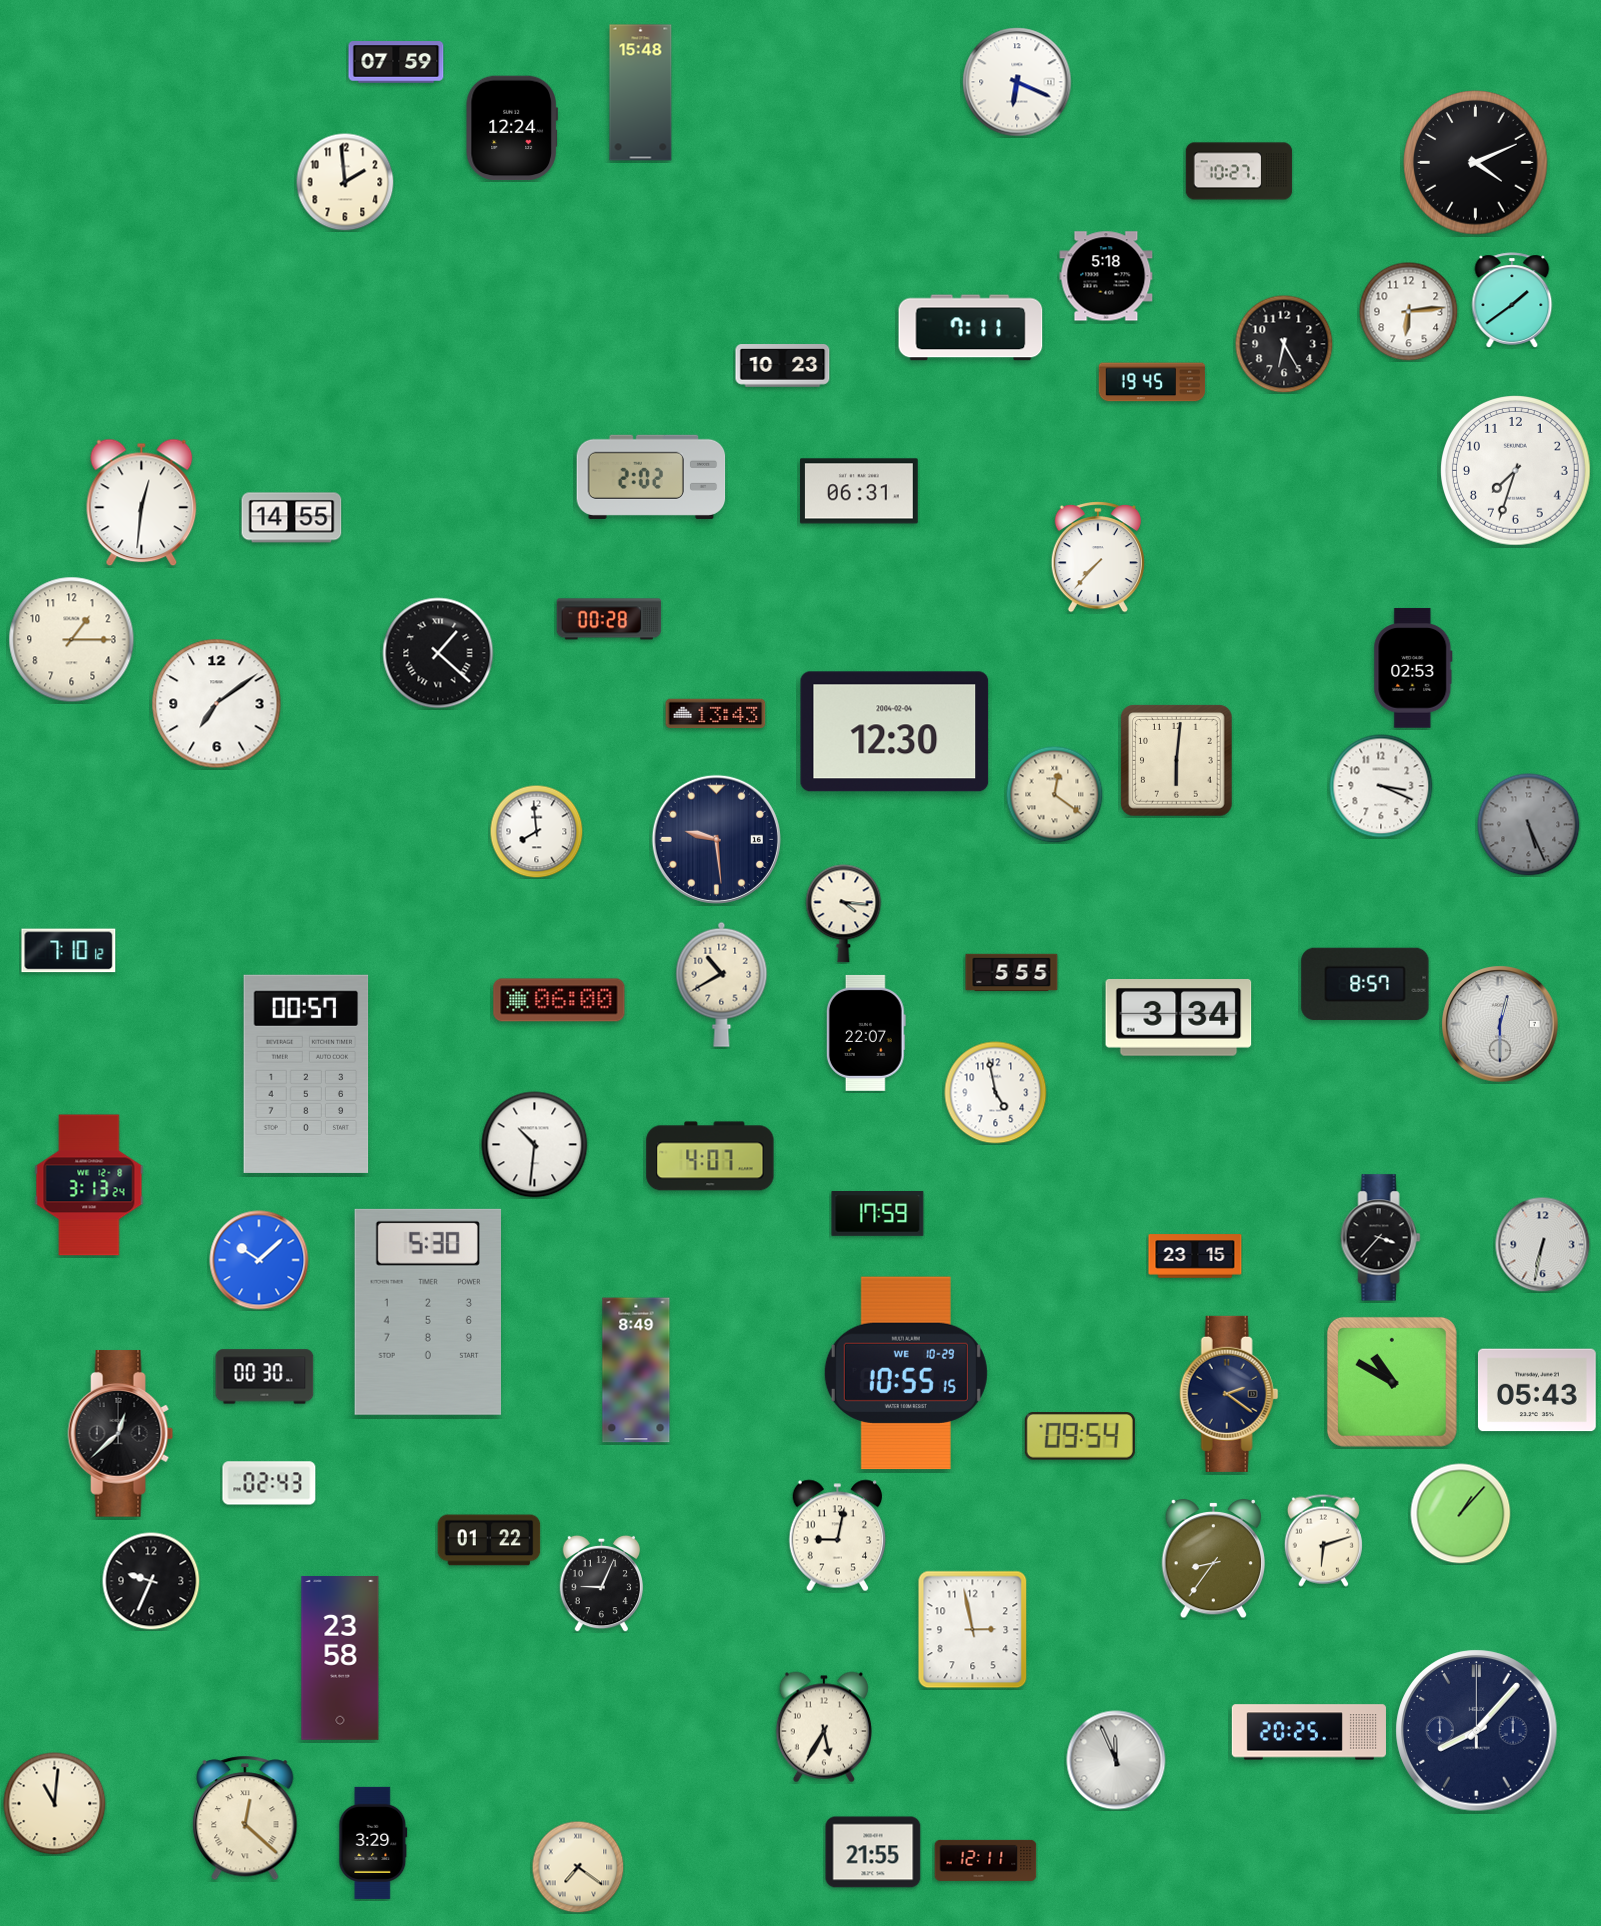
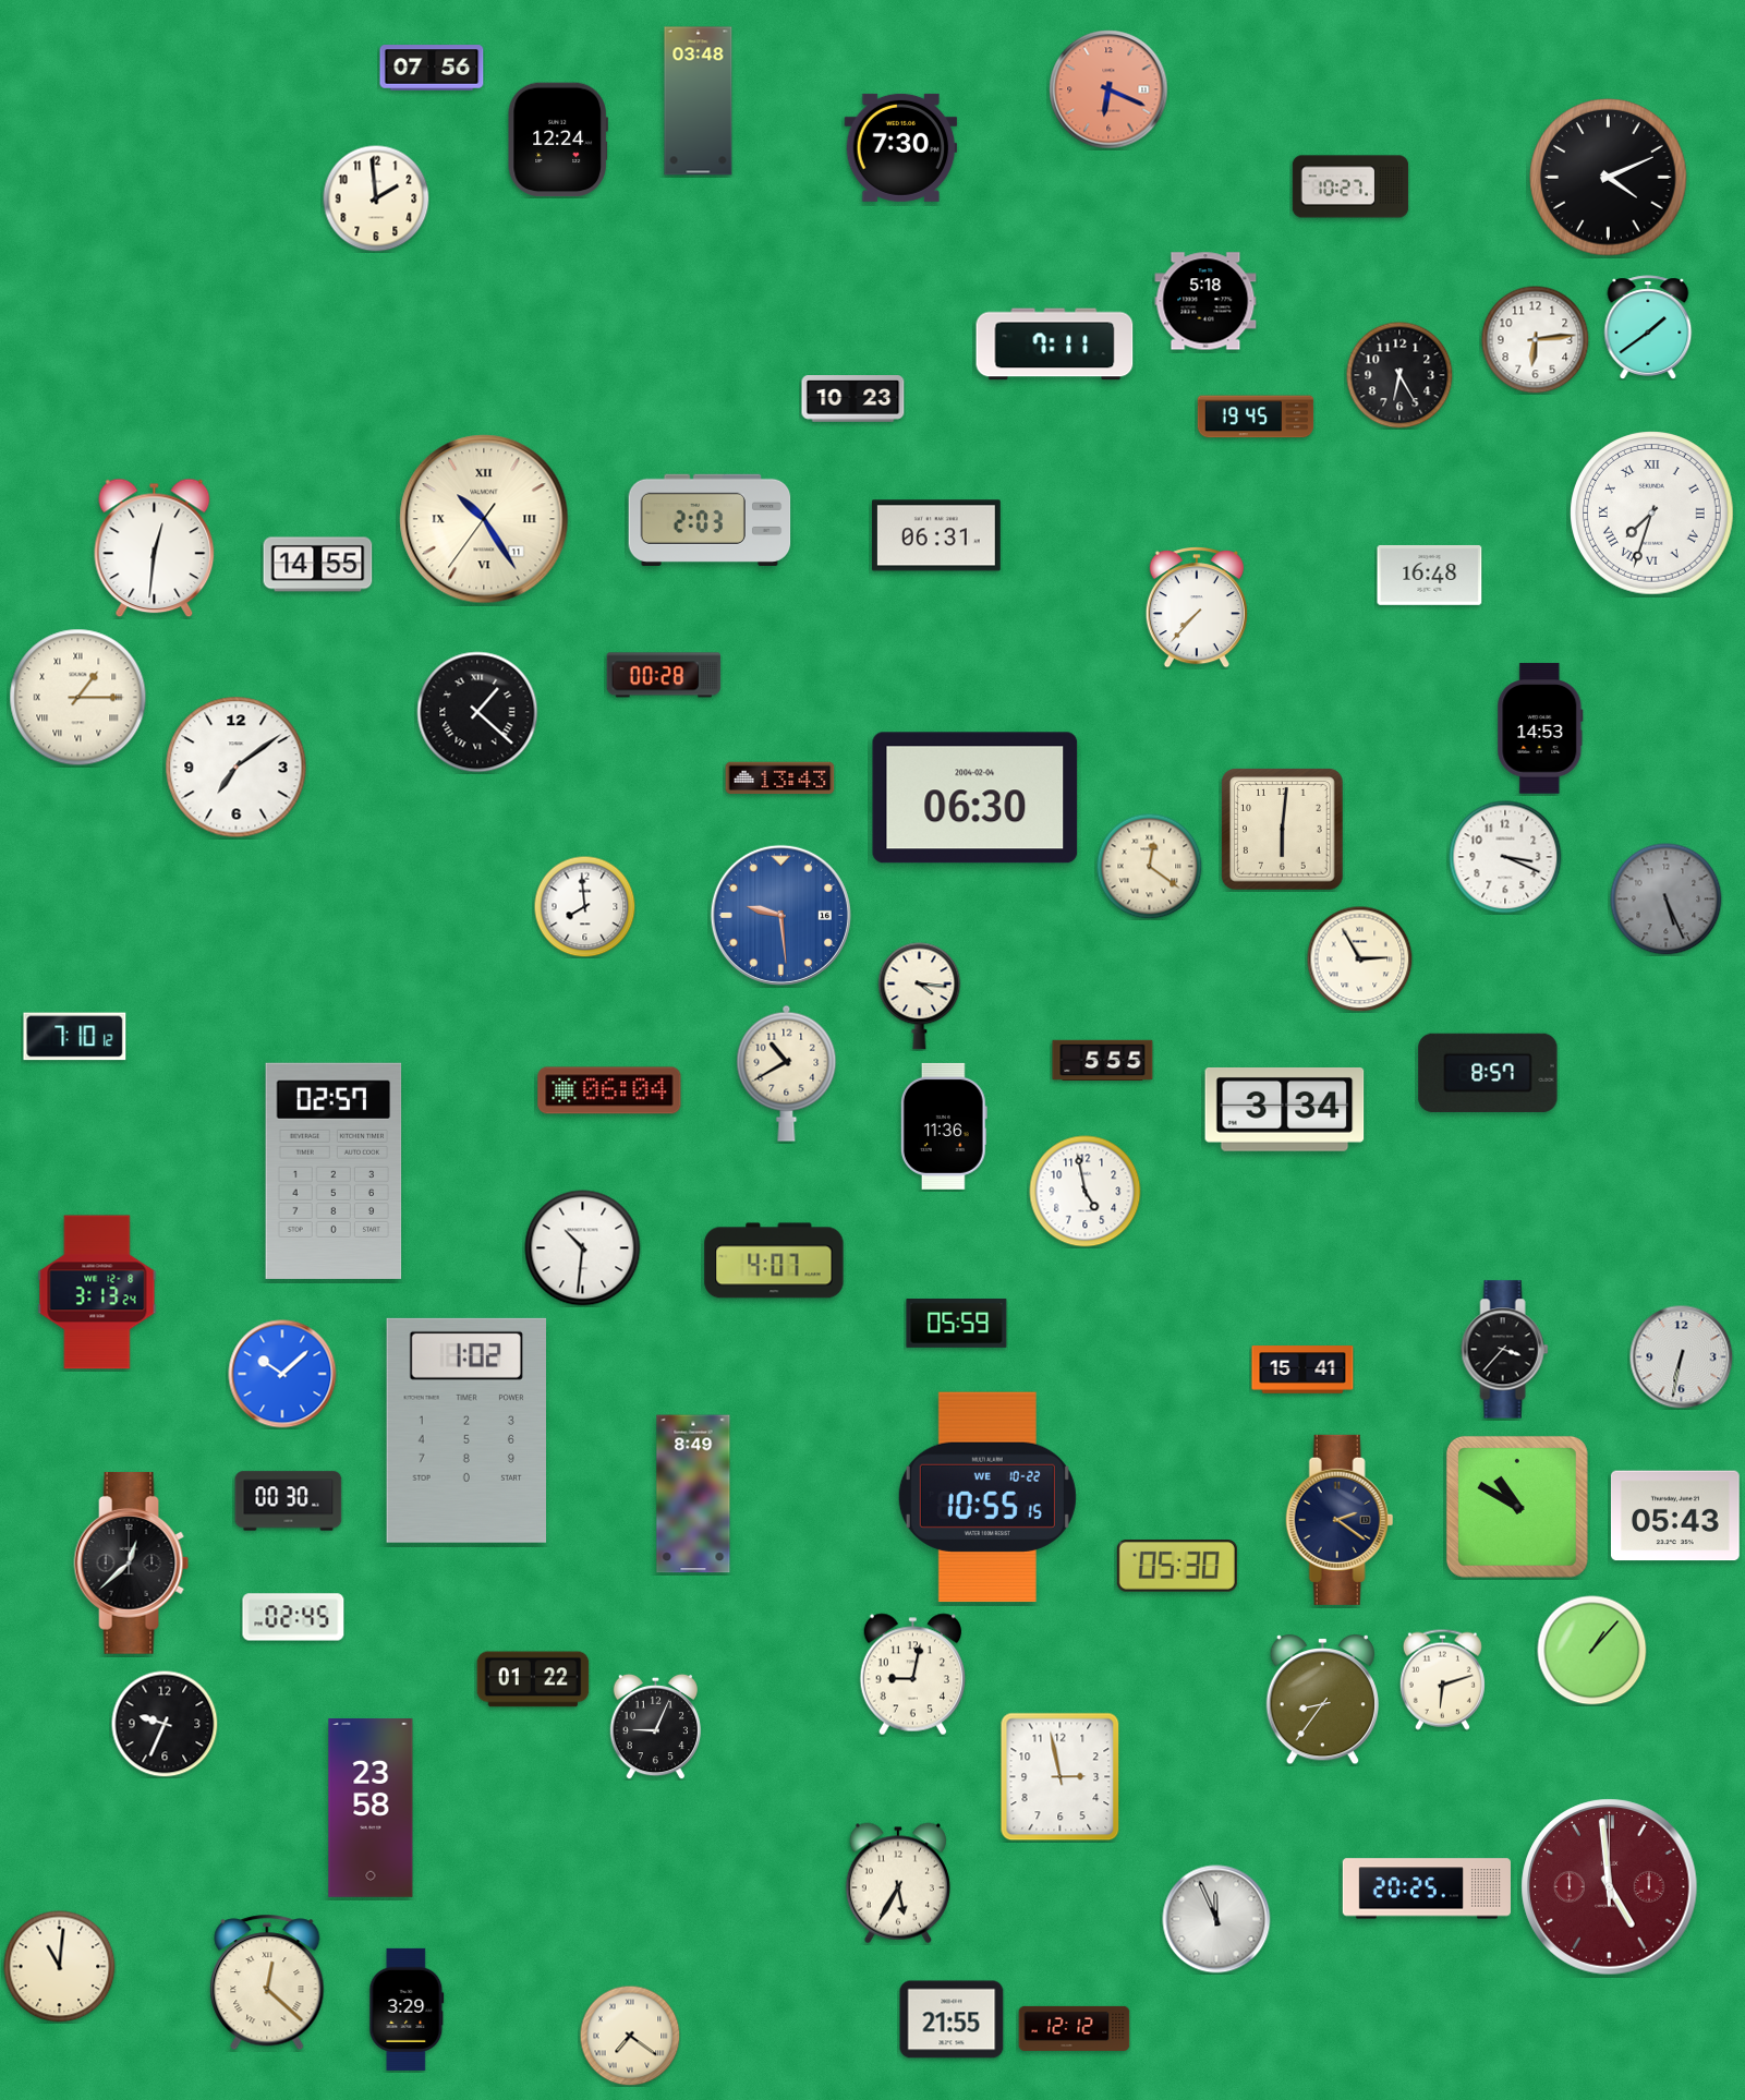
clock at (396, 62): 07:59 -> 07:56
clock at (1017, 82) dial: white -> salmon
clock at (641, 93): 15:48 -> 03:48
clock at (901, 147): none -> 7:30
clock at (971, 328) position: (971, 328) -> (1055, 345)
clock at (1516, 471) numerals: Arabic -> Roman
clock at (484, 519): none -> 10:24
clock at (651, 477): 2:02 -> 2:03
clock at (1430, 575): none -> 16:48
clock at (72, 640) numerals: Arabic -> Roman
clock at (1413, 668): 02:53 -> 14:53
clock at (895, 732): 12:30 -> 06:30
clock at (716, 839) dial: navy -> blue
clock at (1359, 958): none -> 2:55
clock at (559, 1000): 06:00 -> 06:04
clock at (1500, 1024): 12:30 -> none
clock at (866, 1033): 22:07 -> 11:36
clock at (306, 1074): 00:57 -> 02:57
clock at (878, 1214): 17:59 -> 05:59
clock at (1195, 1256): 23:15 -> 15:41
clock at (427, 1312): 5:30 -> 1:02
clock at (906, 1373) date: WE 10-29 -> WE 10-22
clock at (1080, 1437): 09:54 -> 05:30
clock at (269, 1483): 02:43 -> 02:45
clock at (1477, 1731): 8:07 -> 4:59
clock at (1477, 1731) dial: navy -> burgundy
clock at (986, 1860): 12:11 -> 12:12
